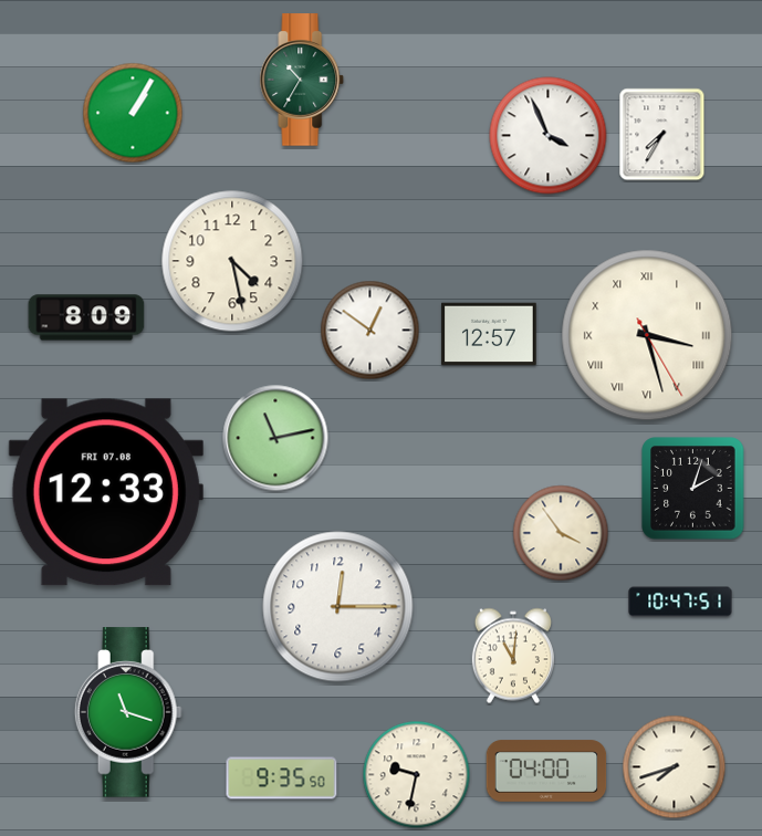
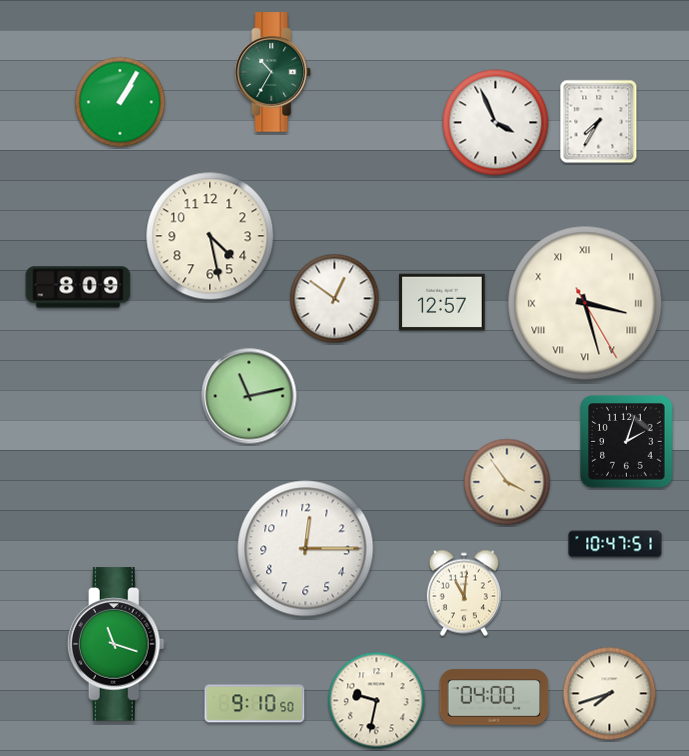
clock at (106, 492): 12:33 -> none
clock at (282, 778): 9:35 -> 9:10
